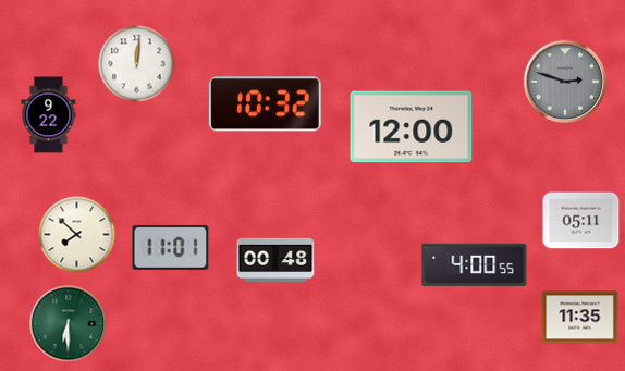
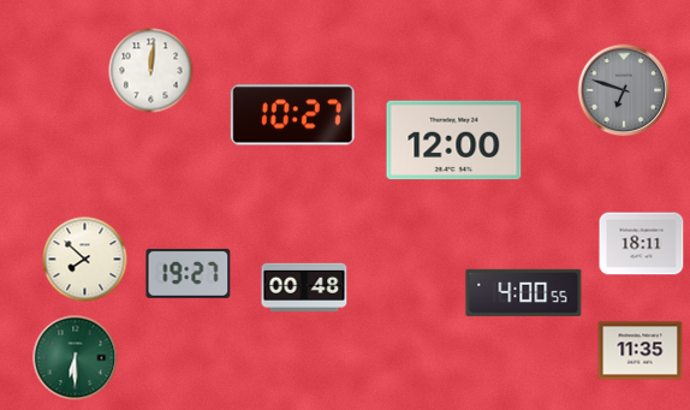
clock at (565, 82): 2:48 -> 6:48
clock at (265, 104): 10:32 -> 10:27
clock at (49, 115): 9:22 -> none
clock at (581, 221): 05:11 -> 18:11
clock at (171, 247): 11:01 -> 19:27
